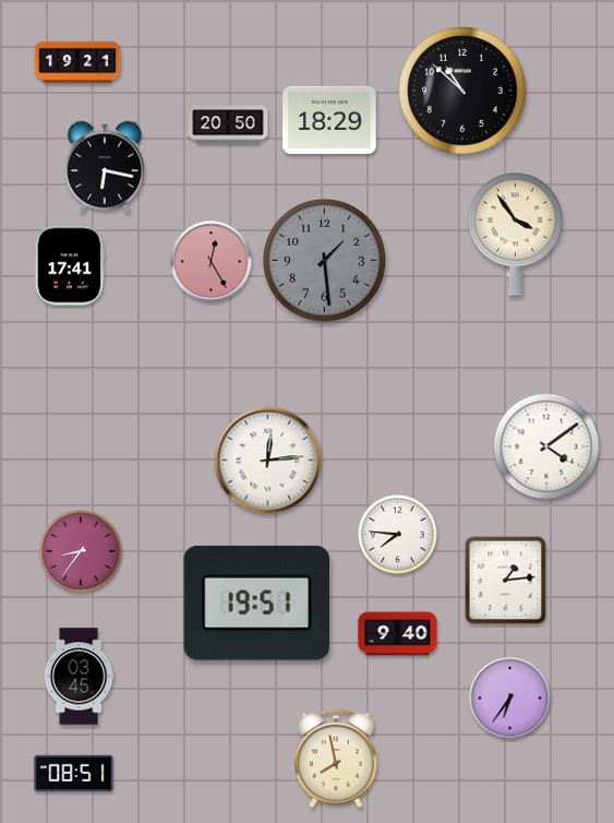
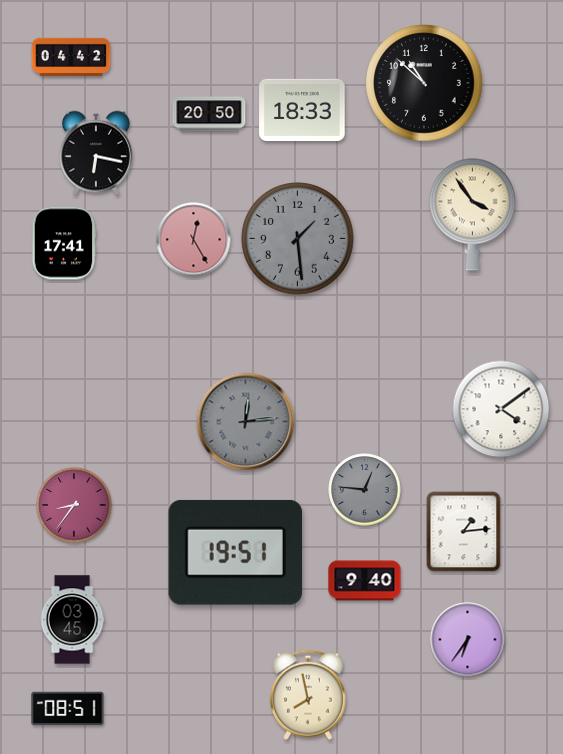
clock at (77, 62): 19:21 -> 04:42
clock at (329, 119): 18:29 -> 18:33
clock at (268, 461) dial: white -> grey
clock at (398, 535): 7:46 -> 12:46
clock at (398, 535) dial: white -> grey
